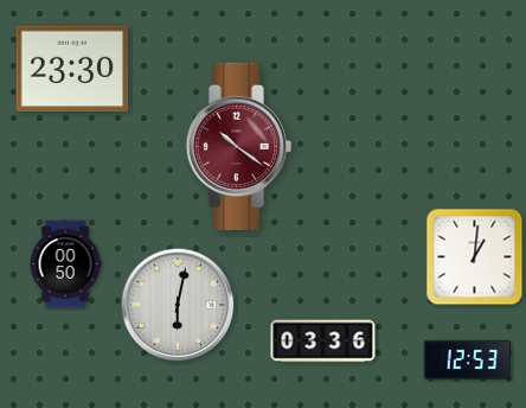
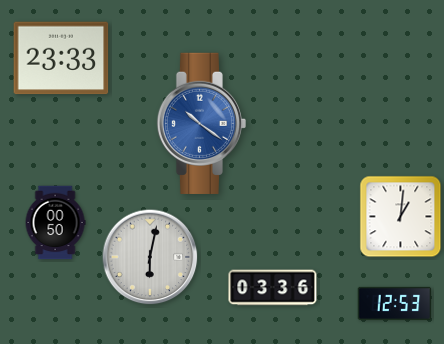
clock at (72, 69): 23:30 -> 23:33
clock at (238, 146) dial: burgundy -> blue
